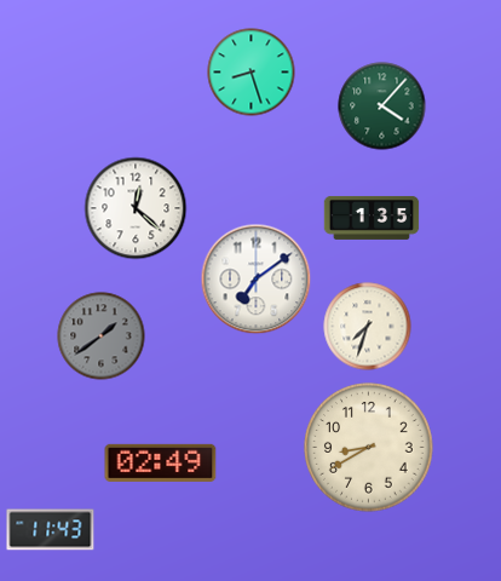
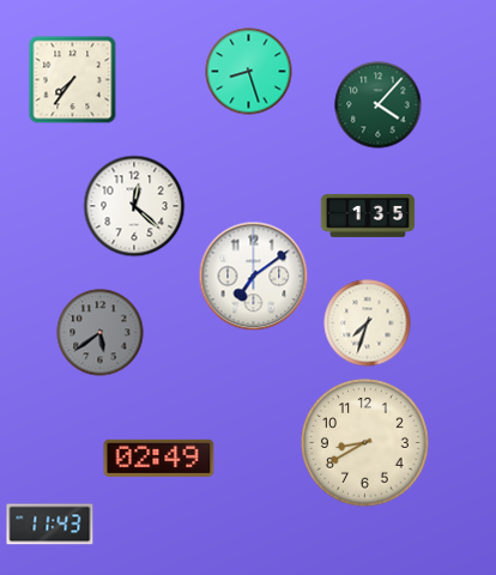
clock at (73, 80): none -> 7:36
clock at (368, 327) position: (368, 327) -> (368, 323)
clock at (102, 336): 1:39 -> 5:39
